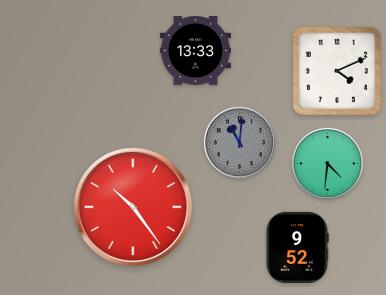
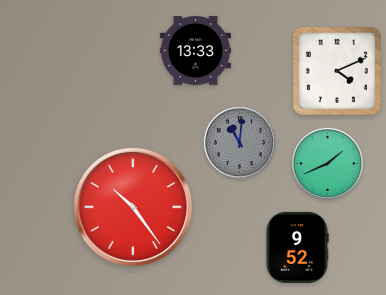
clock at (327, 163): 4:31 -> 1:41
